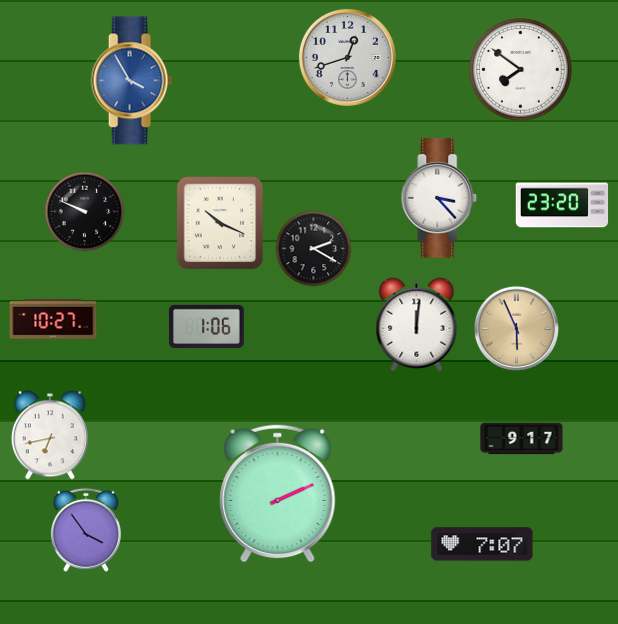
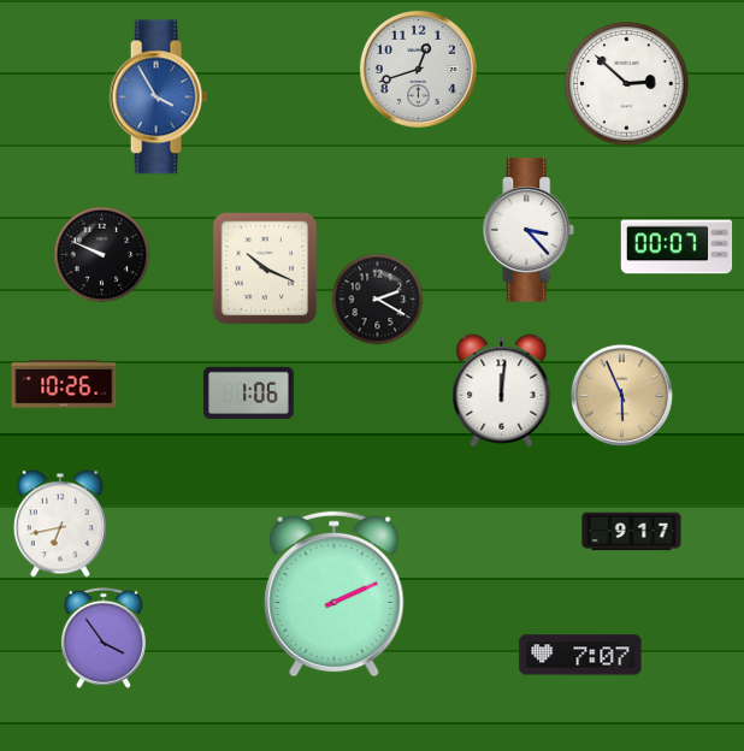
clock at (521, 70): 7:51 -> 2:52
clock at (439, 198) position: (439, 198) -> (529, 230)
clock at (562, 205): 23:20 -> 00:07
clock at (53, 319): 10:27 -> 10:26
clock at (522, 439) position: (522, 439) -> (632, 532)
